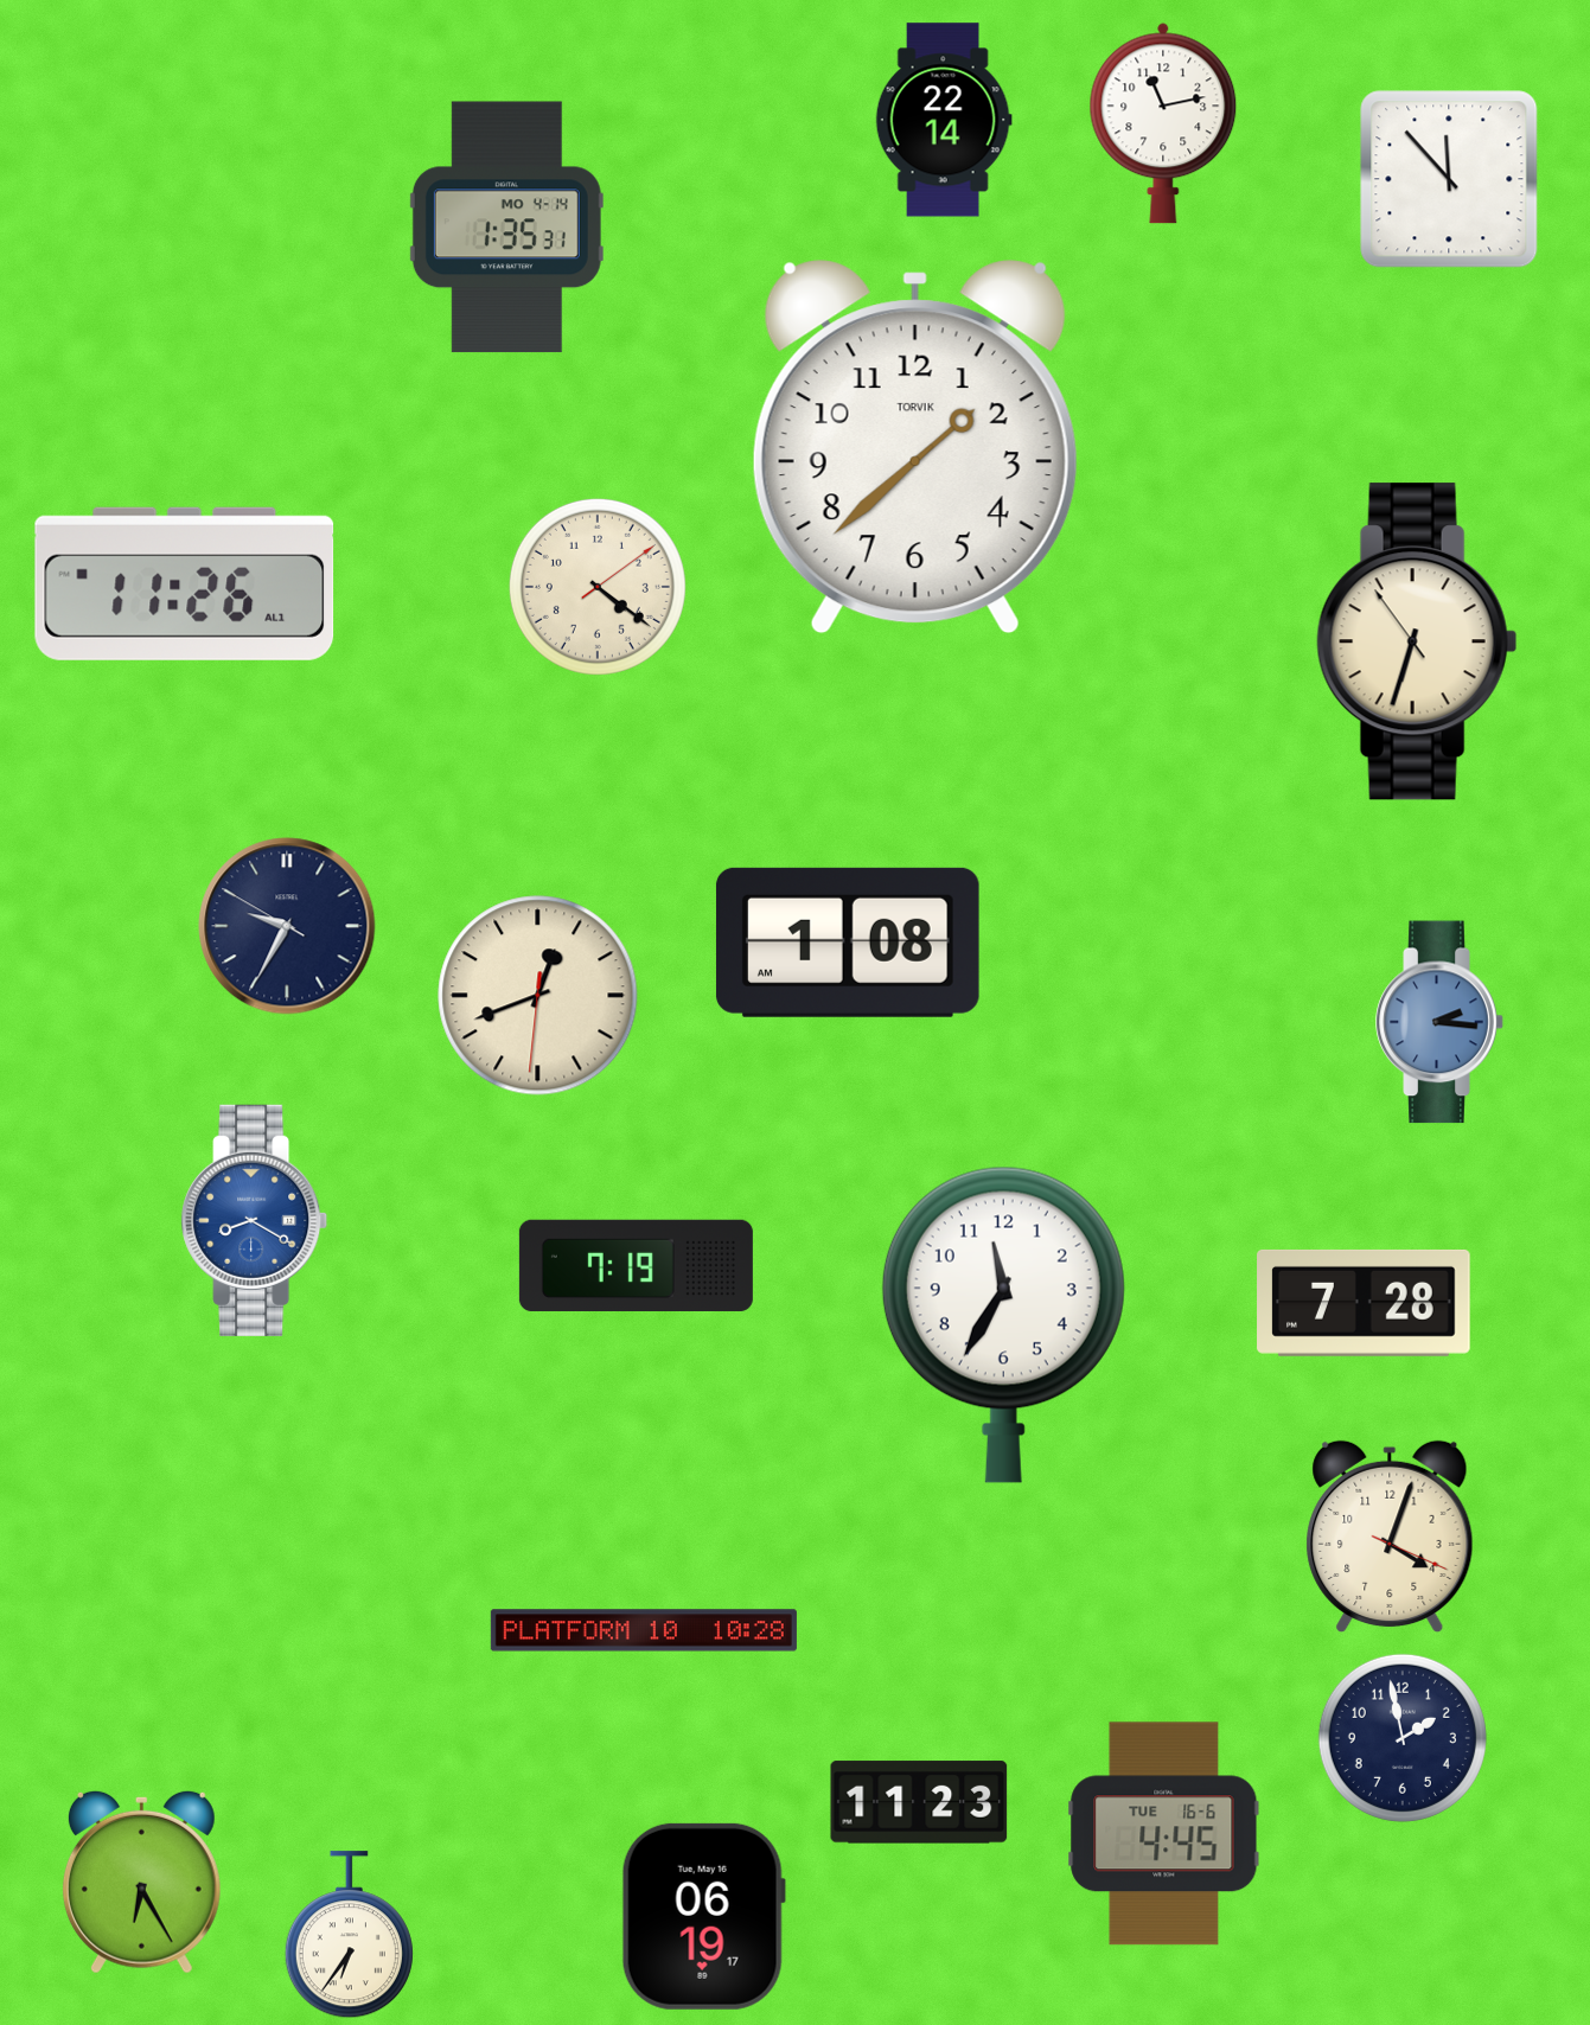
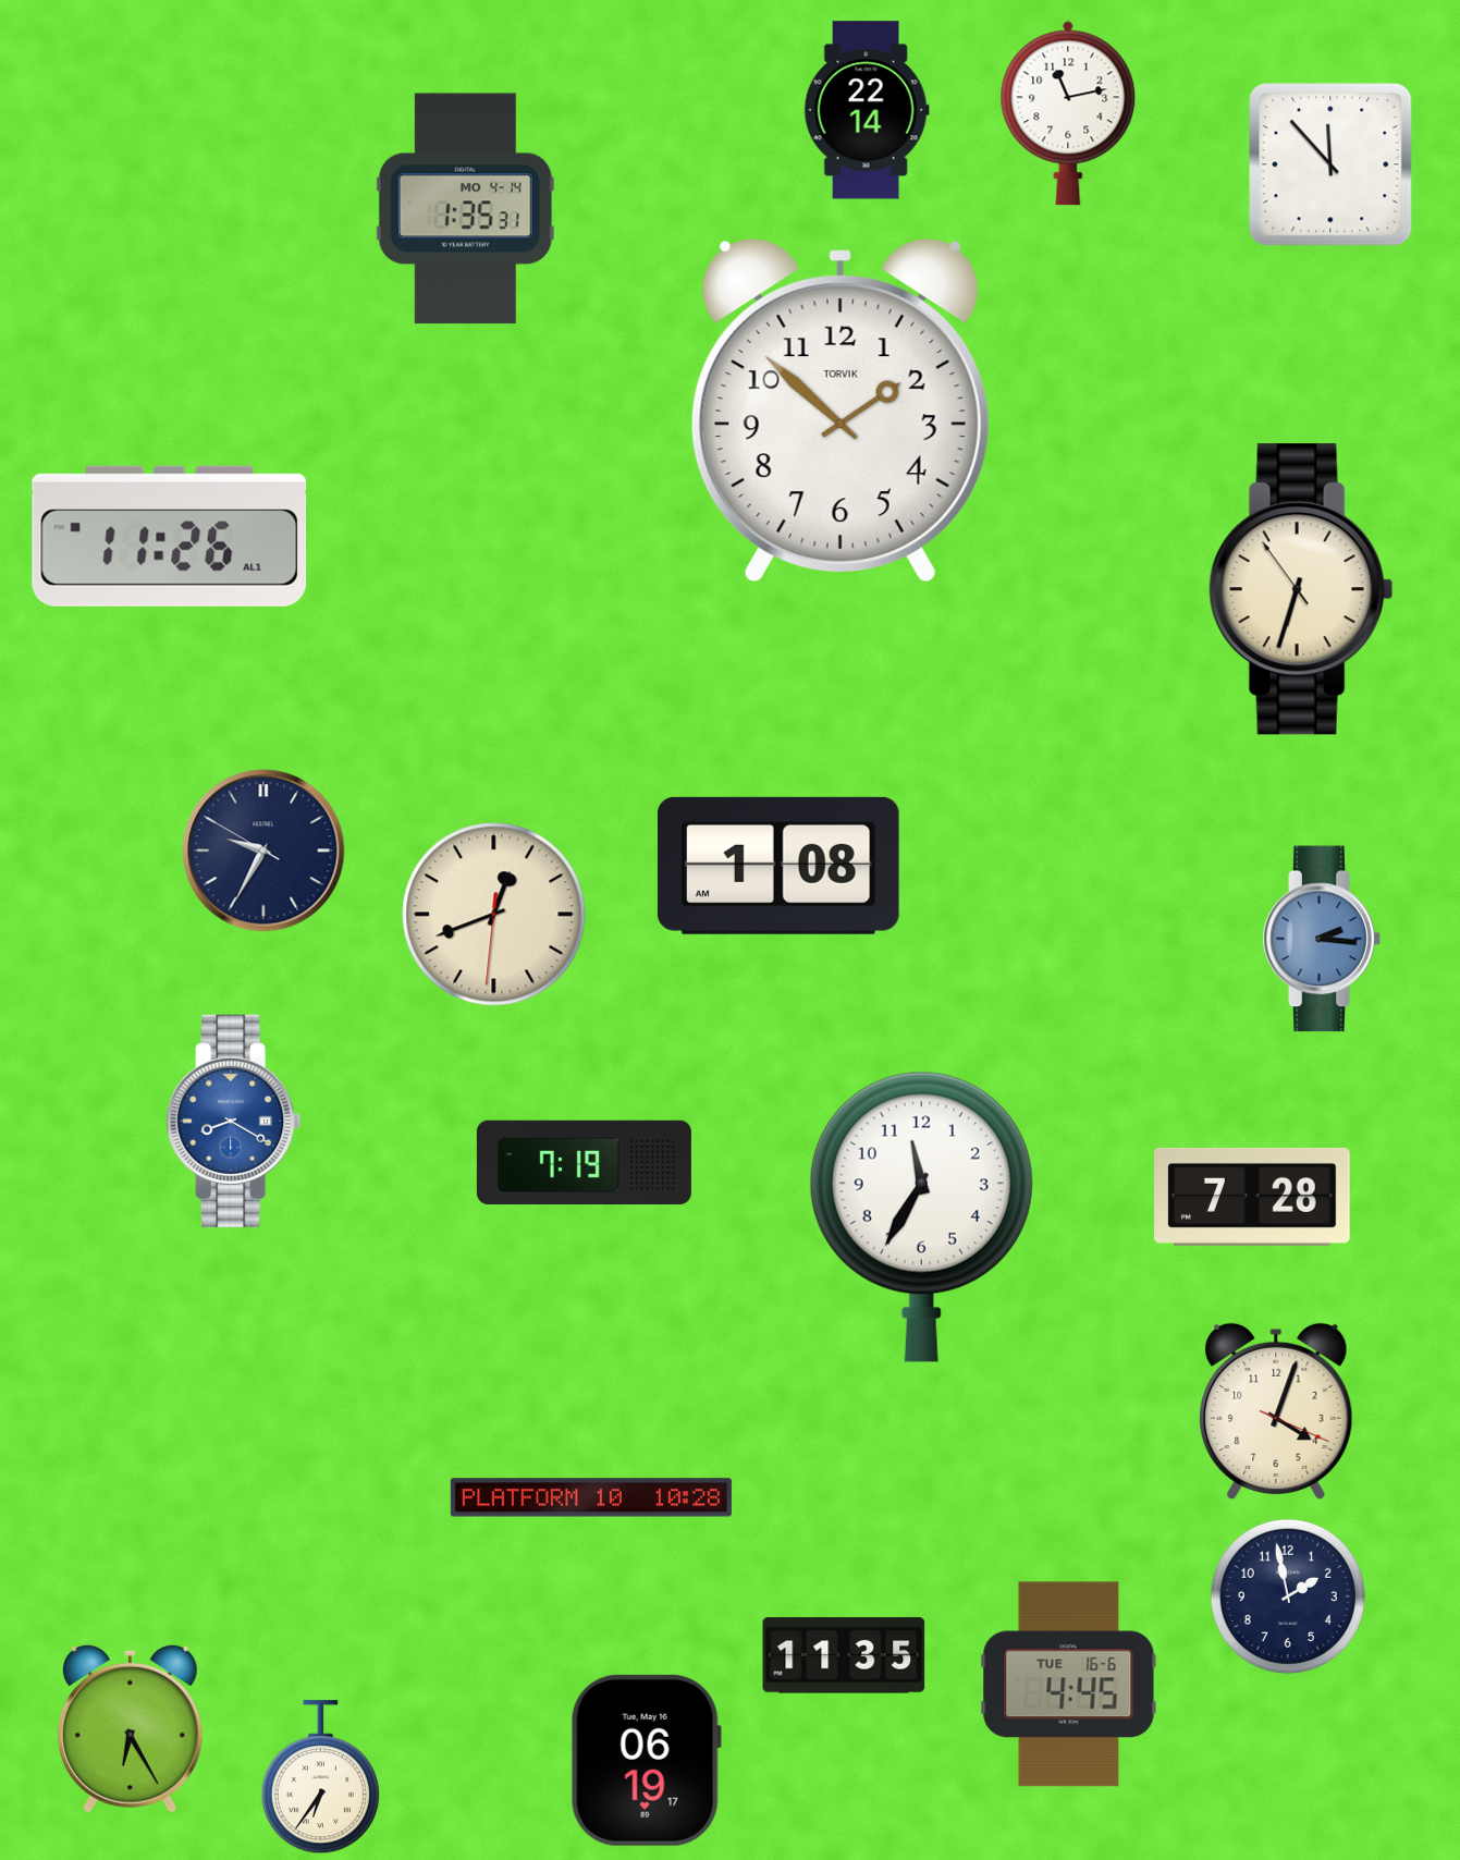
clock at (915, 447): 1:38 -> 1:52
clock at (598, 587): 4:21 -> none
clock at (919, 1802): 11:23 -> 11:35
